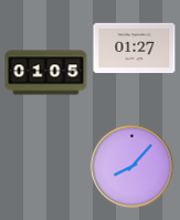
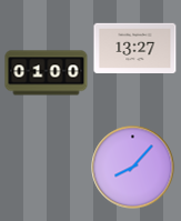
clock at (135, 48): 01:27 -> 13:27
clock at (46, 73): 01:05 -> 01:00
